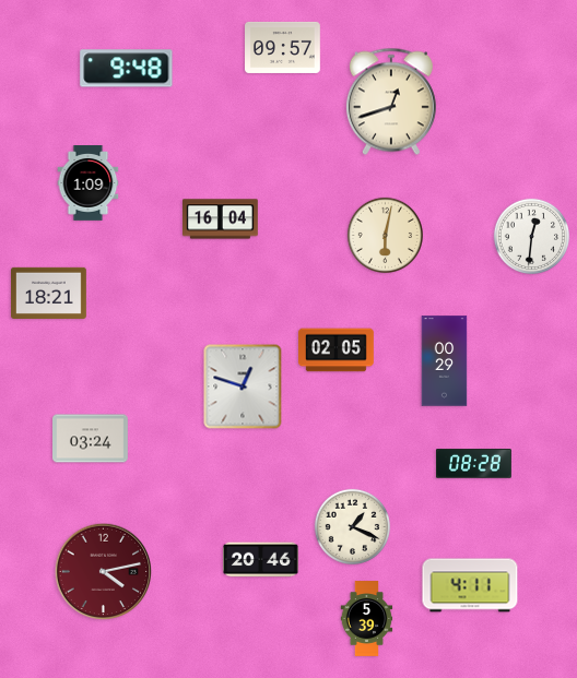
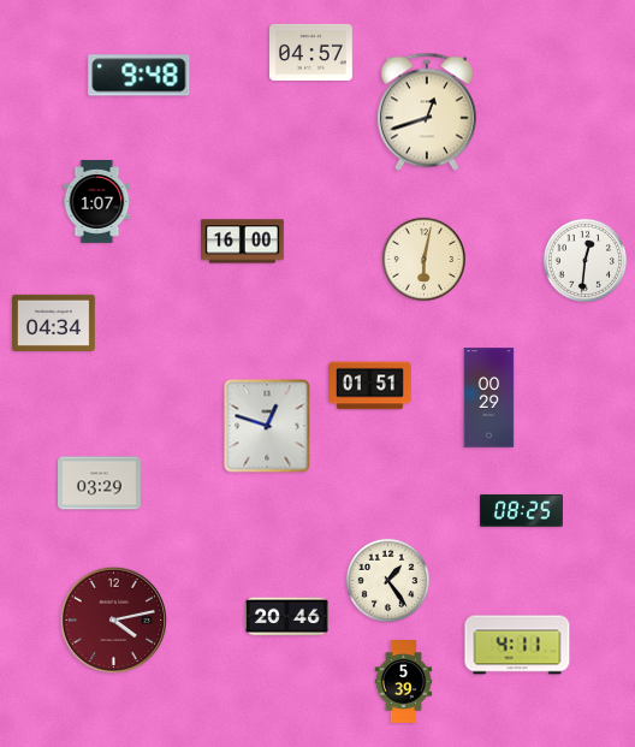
clock at (283, 47): 09:57 -> 04:57
clock at (391, 102) position: (391, 102) -> (427, 112)
clock at (89, 183): 1:09 -> 1:07
clock at (221, 219): 16:04 -> 16:00
clock at (49, 293): 18:21 -> 04:34
clock at (337, 350): 02:05 -> 01:51
clock at (91, 439): 03:24 -> 03:29
clock at (474, 464): 08:28 -> 08:25
clock at (352, 526): 1:19 -> 1:24
clock at (103, 571) position: (103, 571) -> (113, 619)
